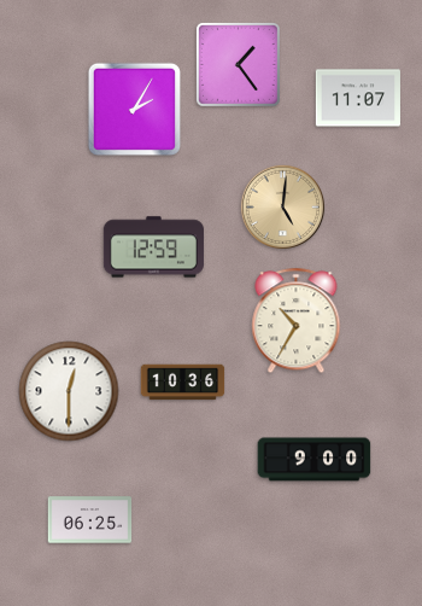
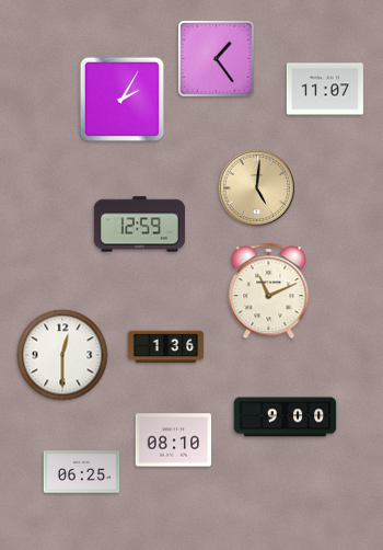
clock at (297, 321): 10:35 -> 11:11
clock at (183, 383): 10:36 -> 1:36
clock at (174, 440): none -> 08:10
